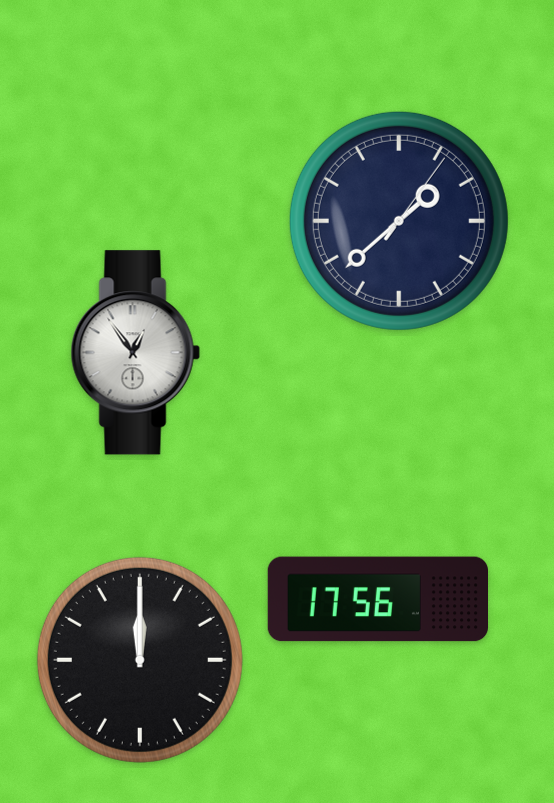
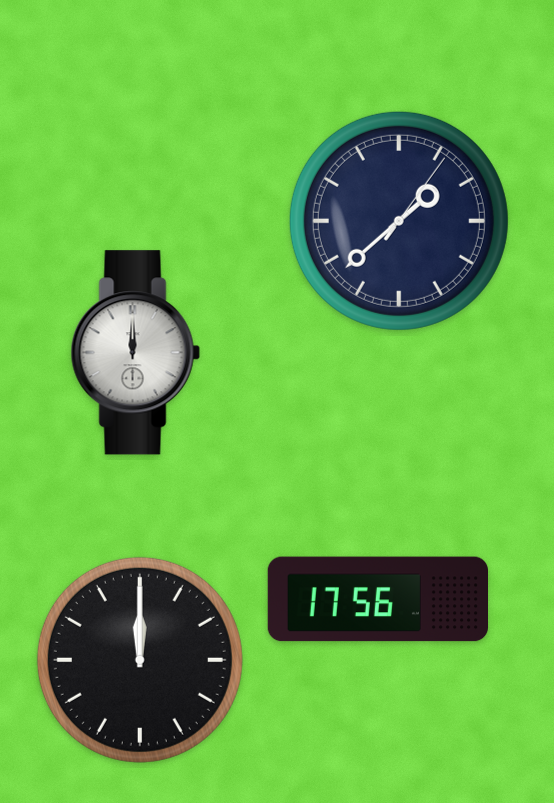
clock at (135, 353): 12:54 -> 12:00
